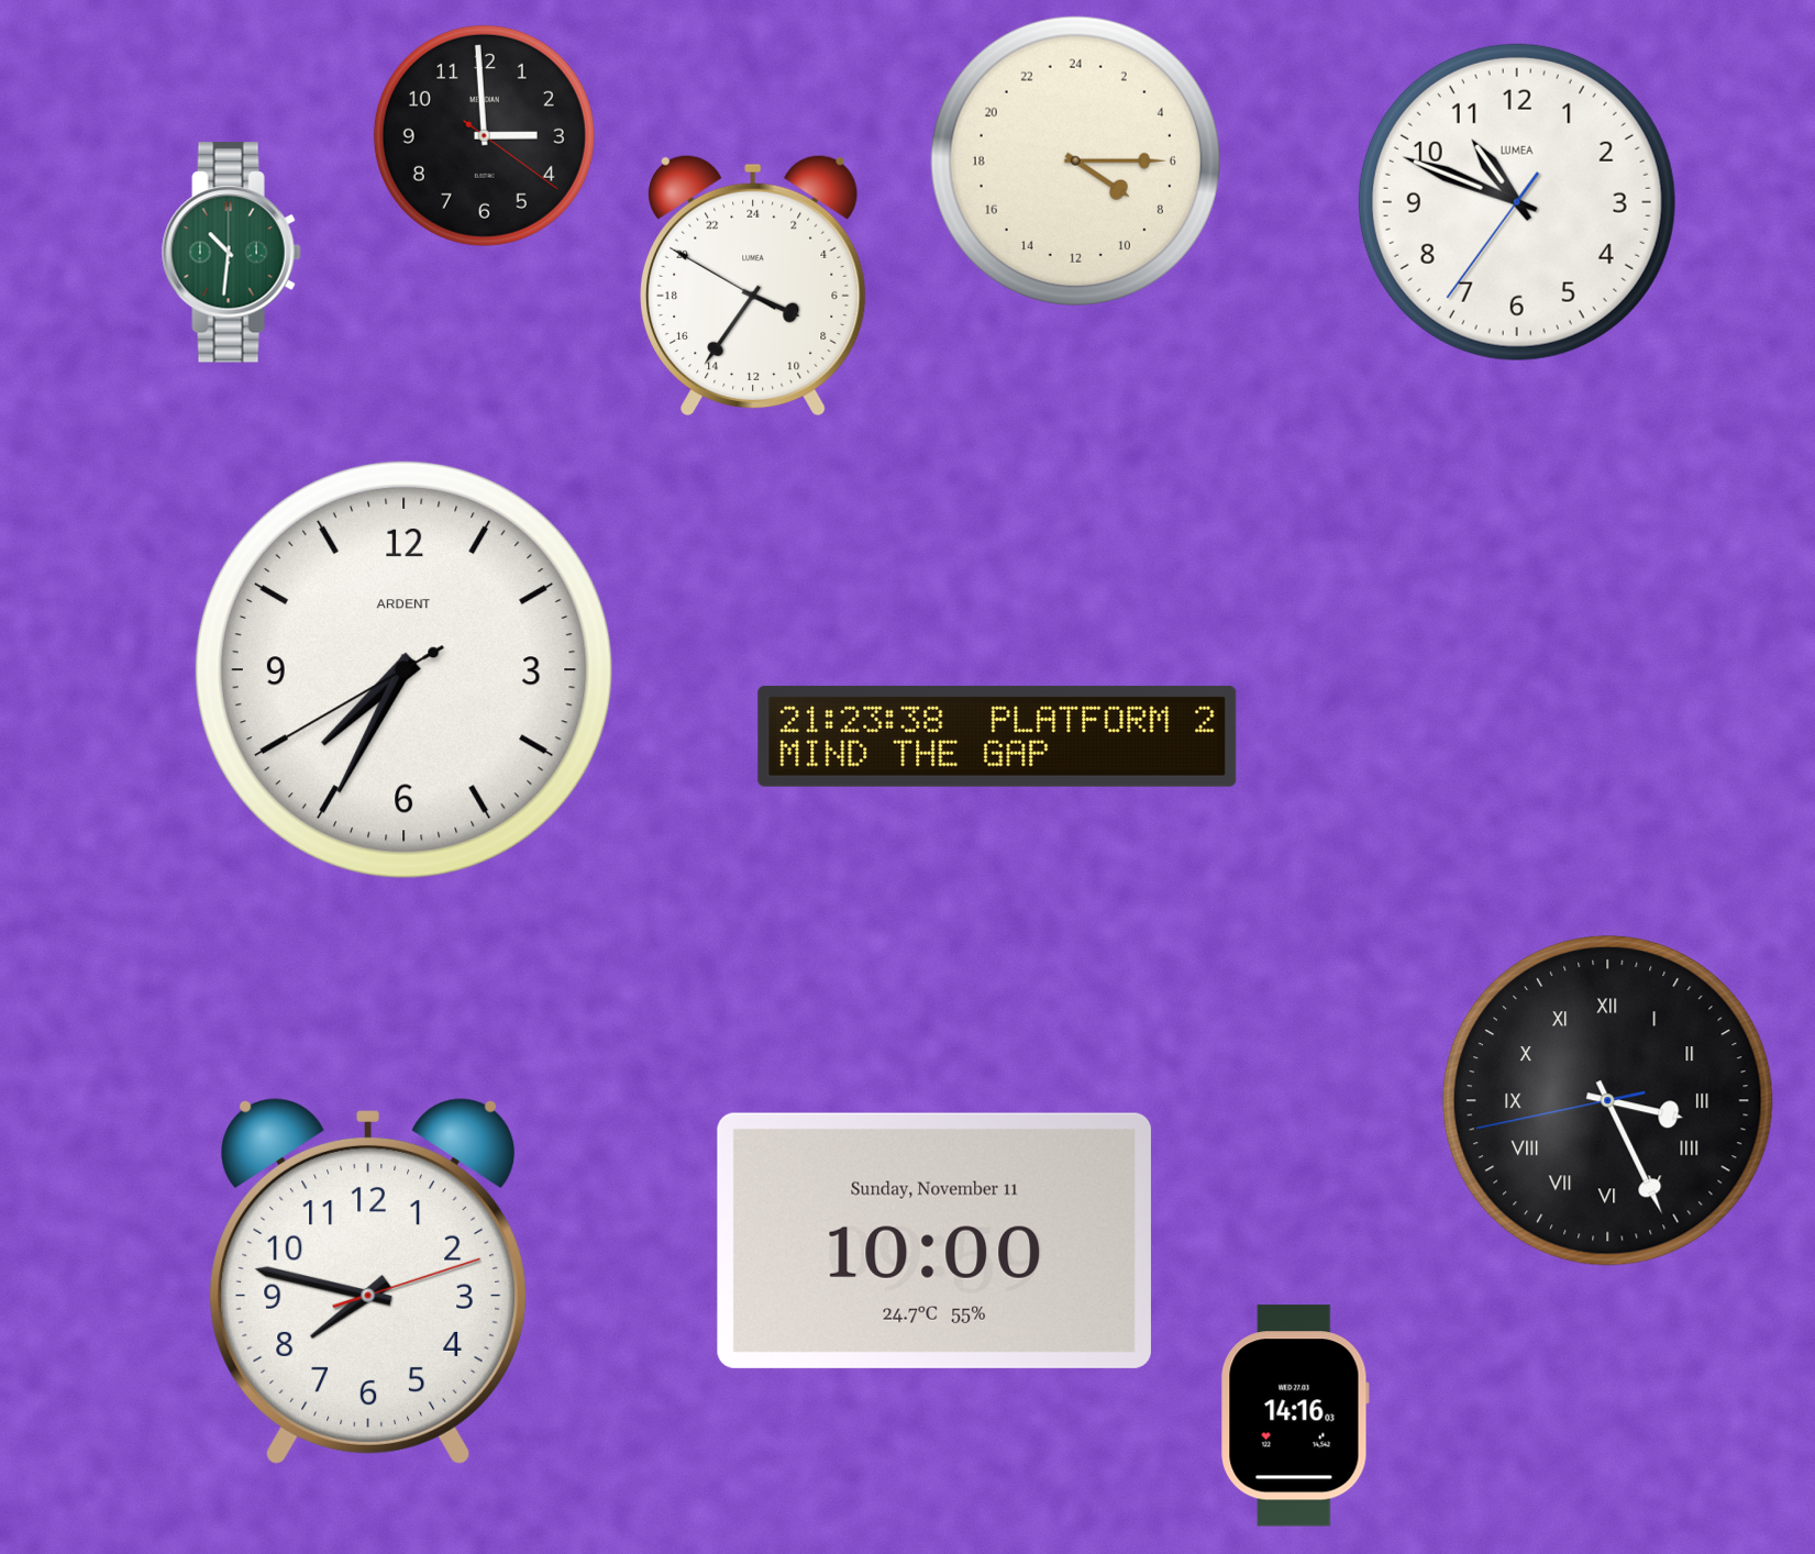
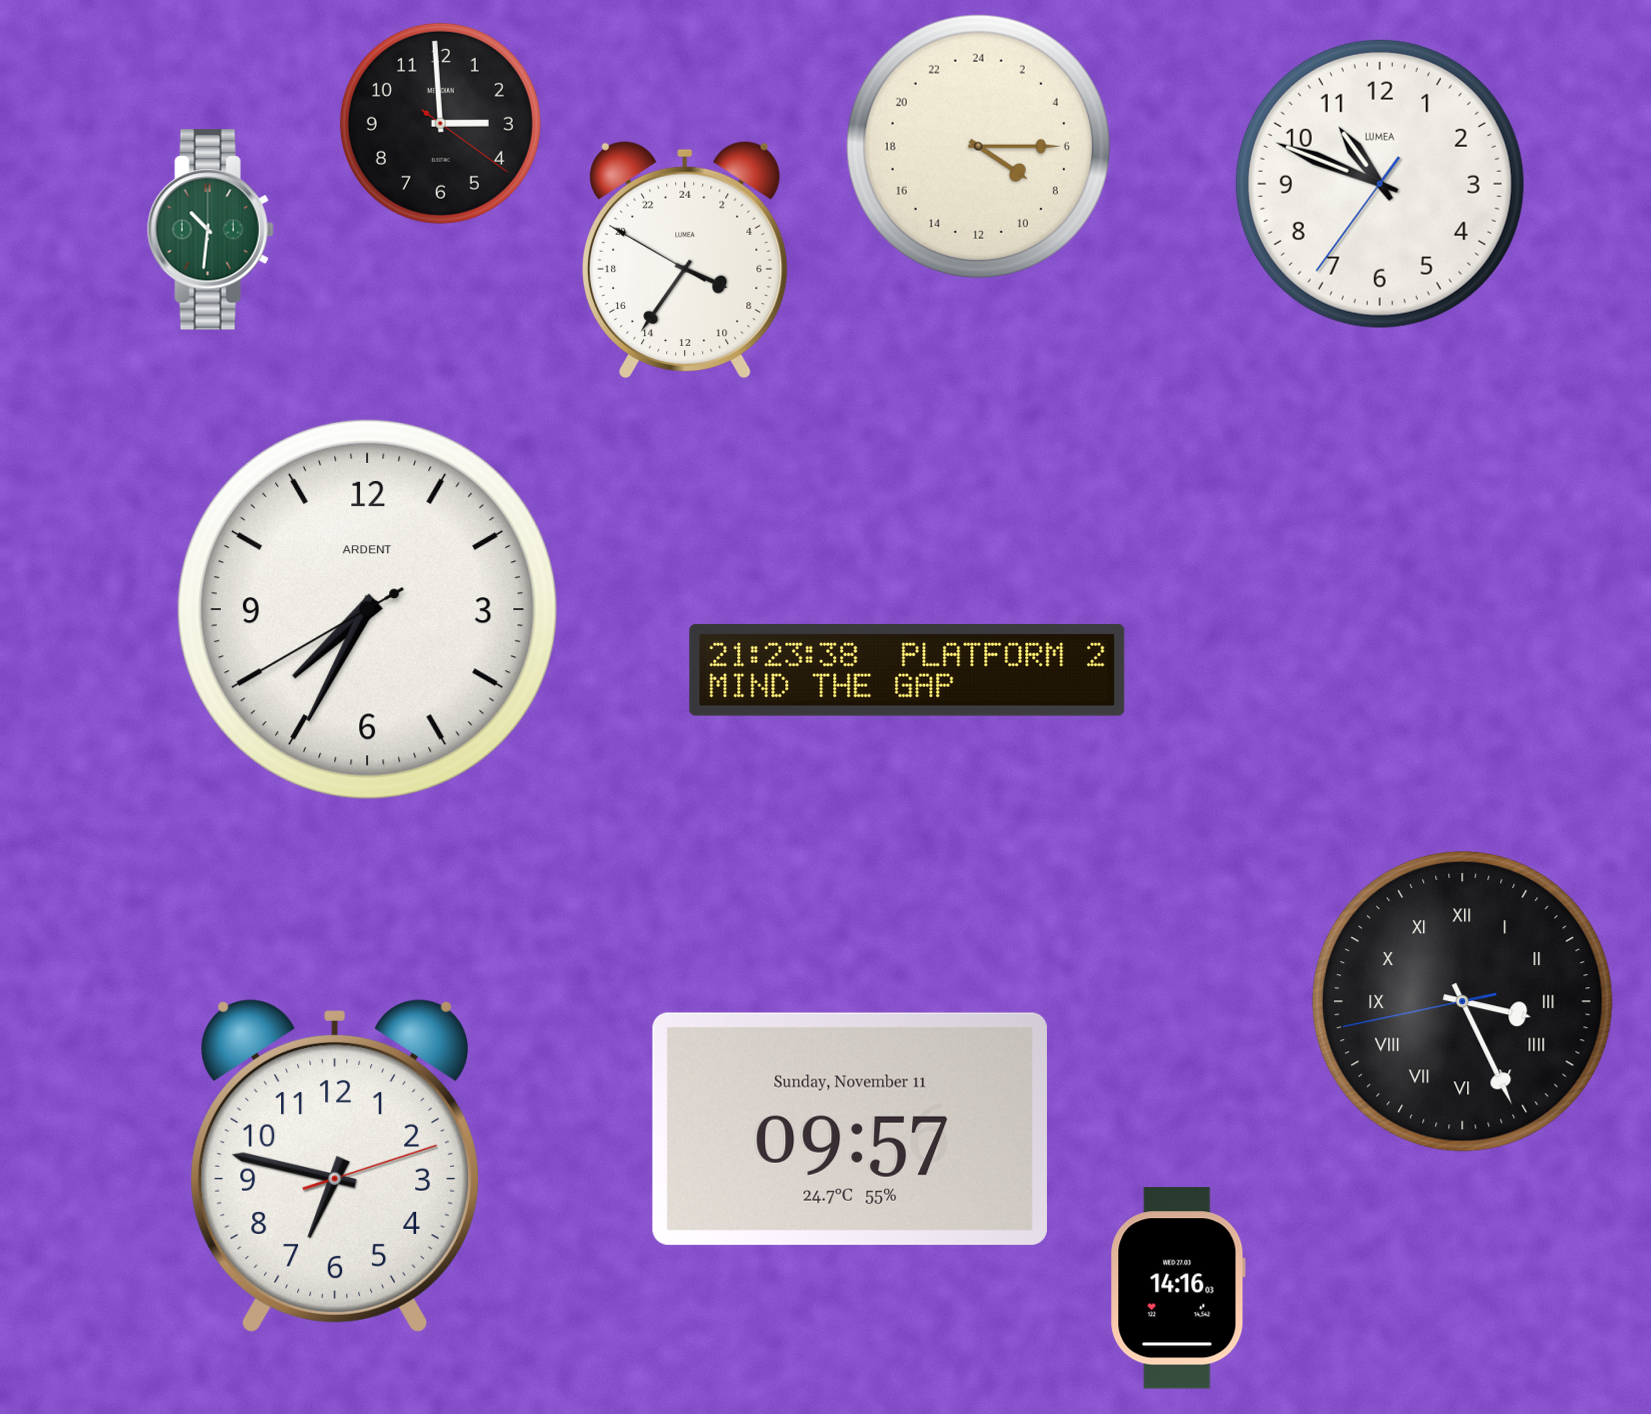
clock at (934, 1241): 10:00 -> 09:57
clock at (367, 1281): 7:47 -> 6:47
